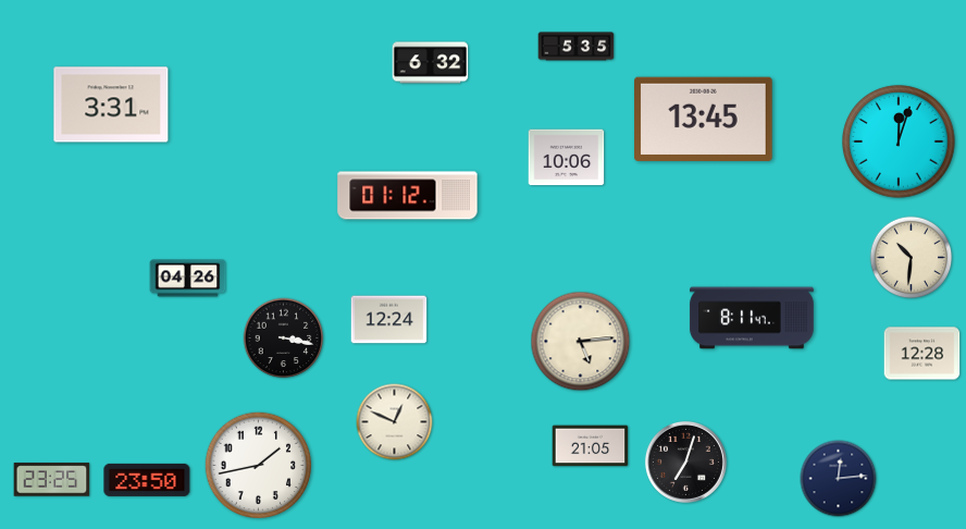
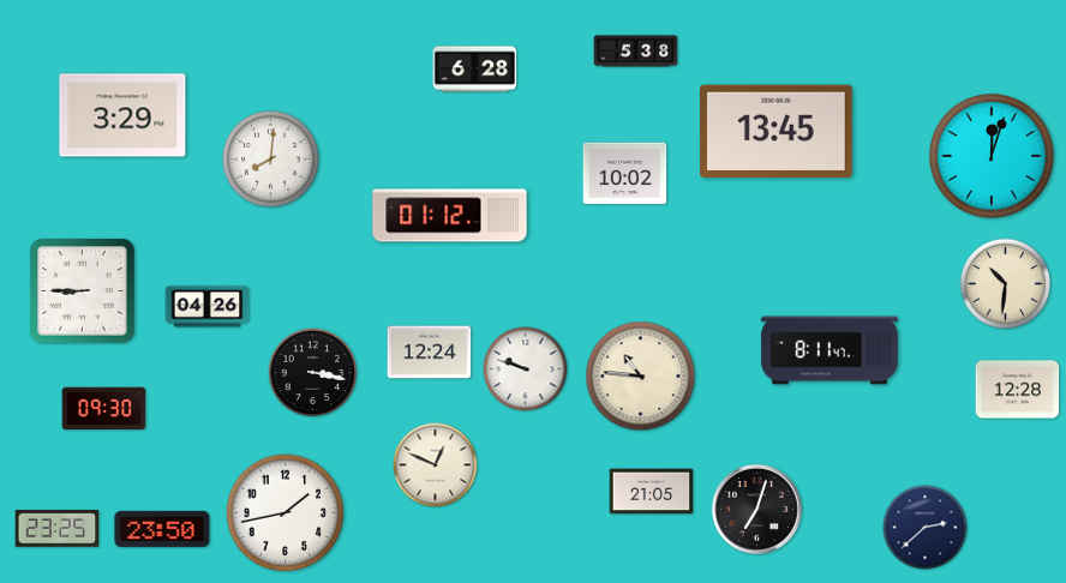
clock at (577, 47): 5:35 -> 5:38
clock at (431, 63): 6:32 -> 6:28
clock at (111, 104): 3:31 -> 3:29
clock at (271, 160): none -> 8:01
clock at (567, 158): 10:06 -> 10:02
clock at (83, 291): none -> 8:45
clock at (526, 369): none -> 9:48
clock at (581, 342): 5:14 -> 10:46
clock at (104, 409): none -> 09:30
clock at (839, 479): 12:14 -> 2:38
